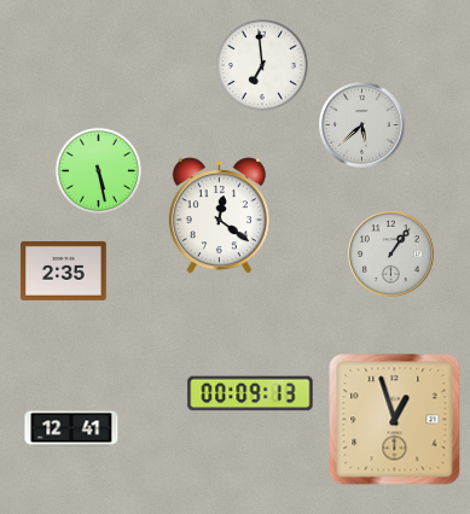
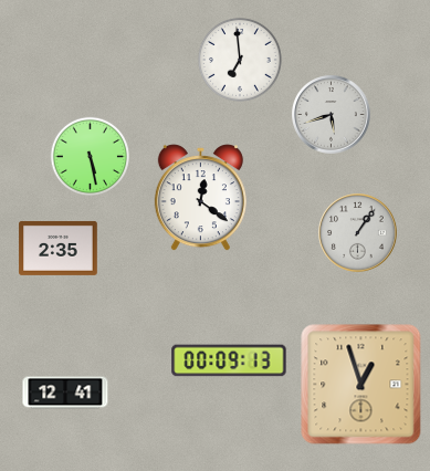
clock at (362, 125): 5:38 -> 5:42
